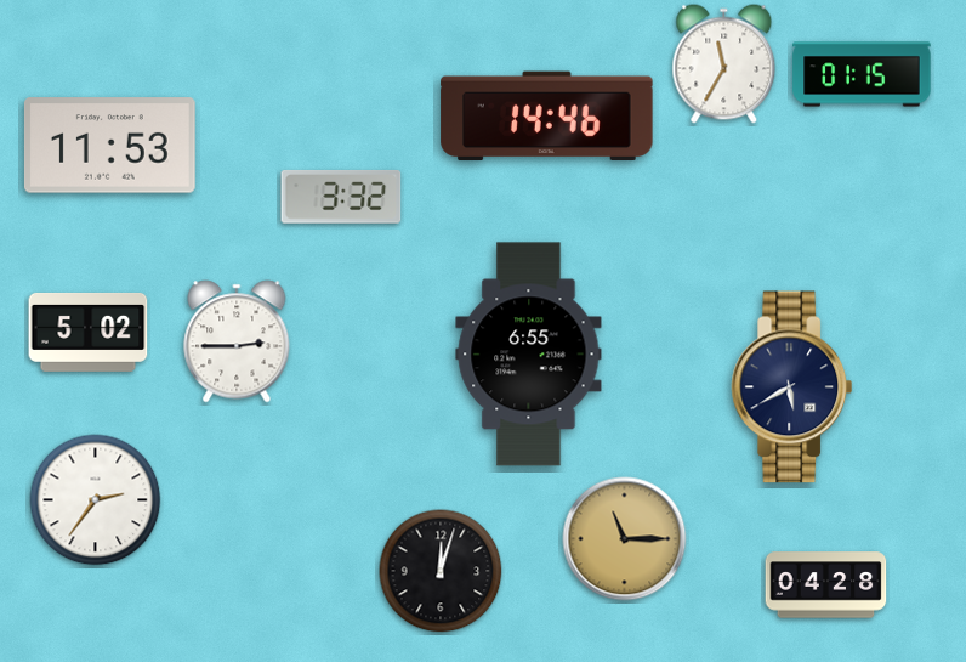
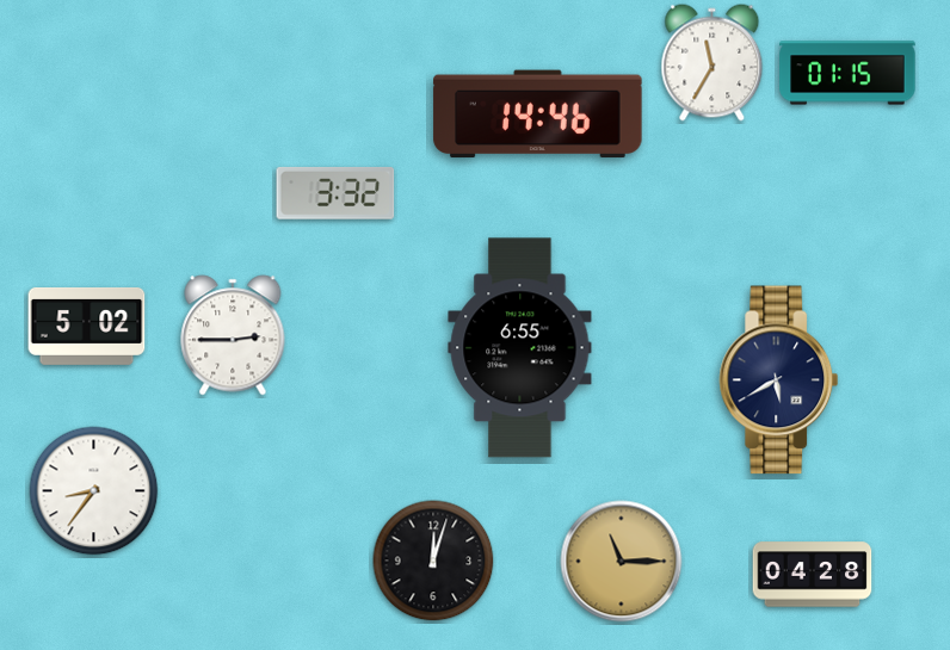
clock at (109, 146): 11:53 -> none
clock at (96, 500): 2:36 -> 8:36
clock at (625, 539) position: (625, 539) -> (622, 562)
